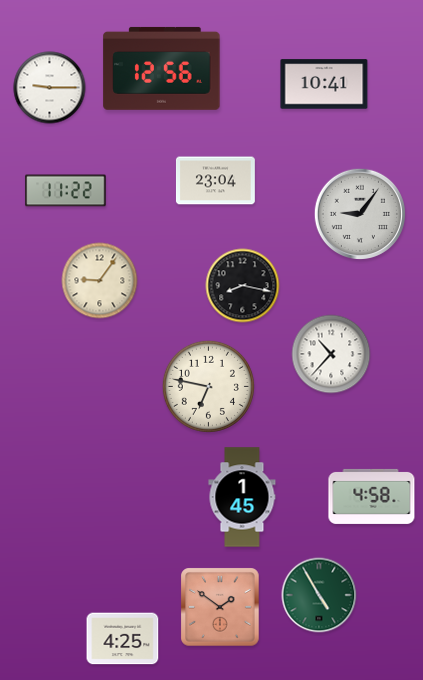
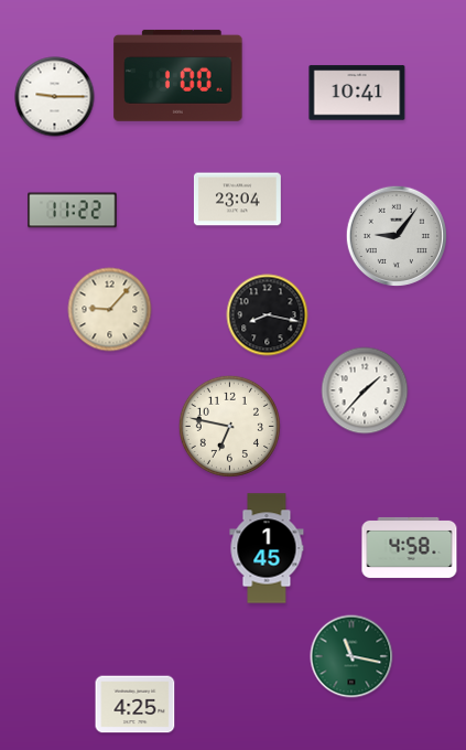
clock at (162, 68): 12:56 -> 1:00
clock at (100, 281): 9:06 -> 9:07
clock at (331, 354): 10:37 -> 1:37
clock at (319, 595): 4:55 -> 11:17
clock at (220, 607): 1:51 -> none
